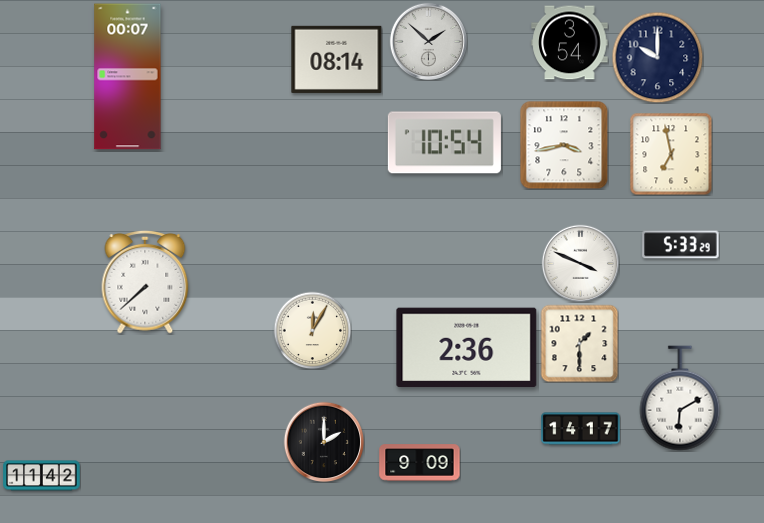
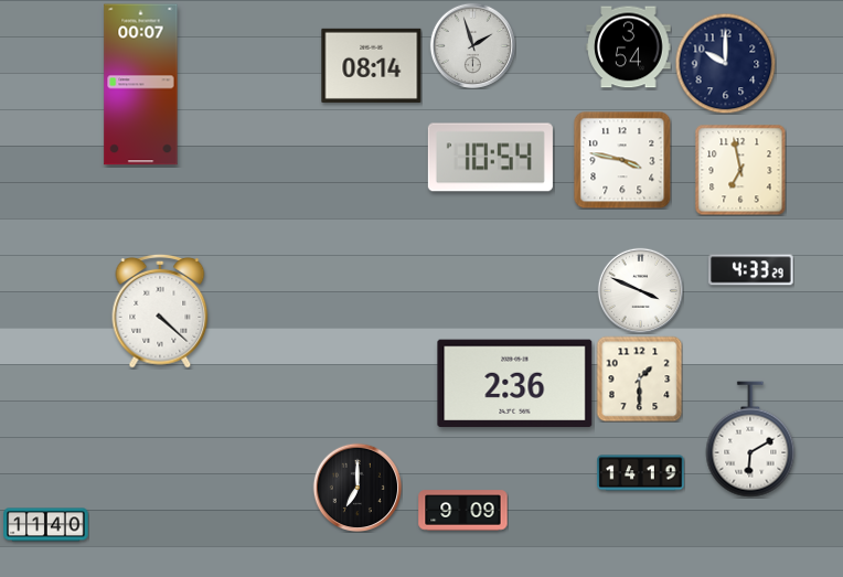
clock at (428, 41): 1:52 -> 1:57
clock at (564, 145): 3:43 -> 3:47
clock at (681, 245): 5:33 -> 4:33
clock at (145, 283): 7:38 -> 4:22
clock at (312, 330): 12:05 -> none
clock at (581, 429): 14:17 -> 14:19
clock at (324, 442): 2:00 -> 7:00
clock at (42, 476): 11:42 -> 11:40
